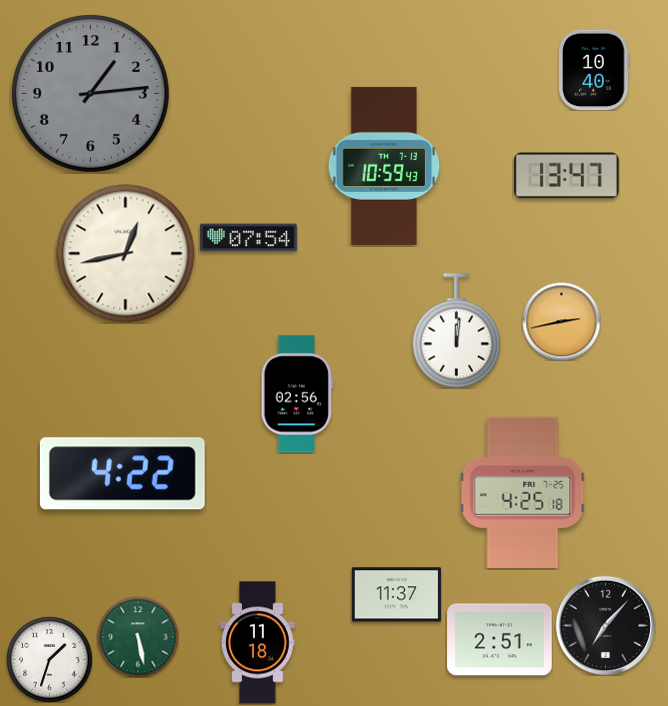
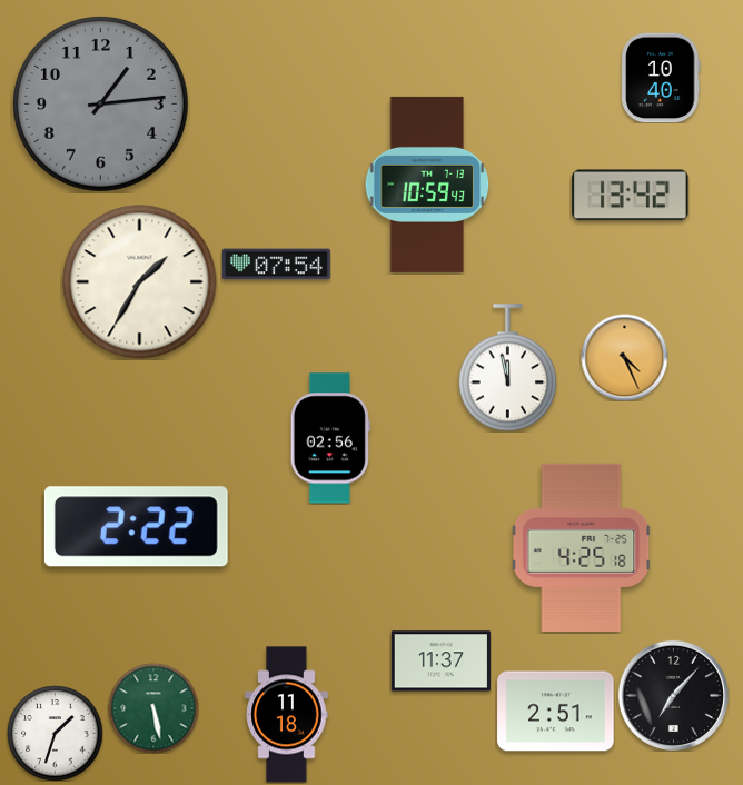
clock at (567, 176): 13:47 -> 13:42
clock at (126, 254): 12:43 -> 1:35
clock at (561, 321): 2:43 -> 4:26
clock at (457, 331): 12:01 -> 11:58
clock at (122, 474): 4:22 -> 2:22
